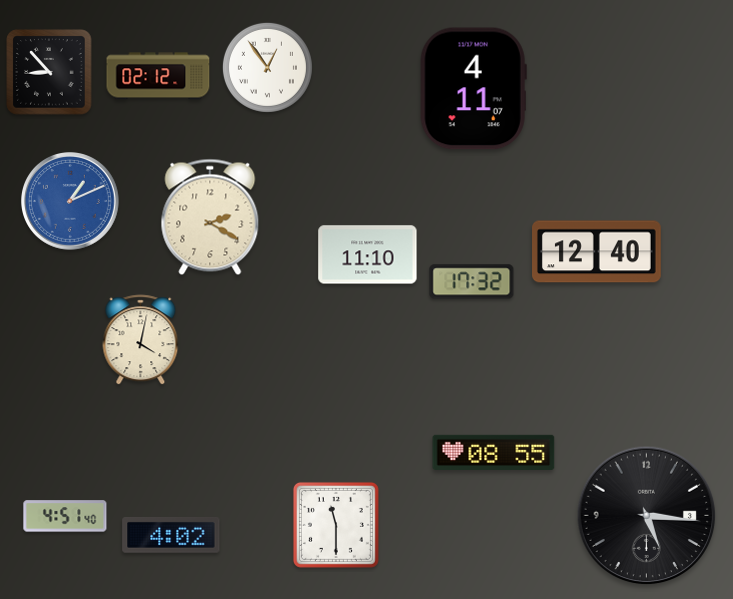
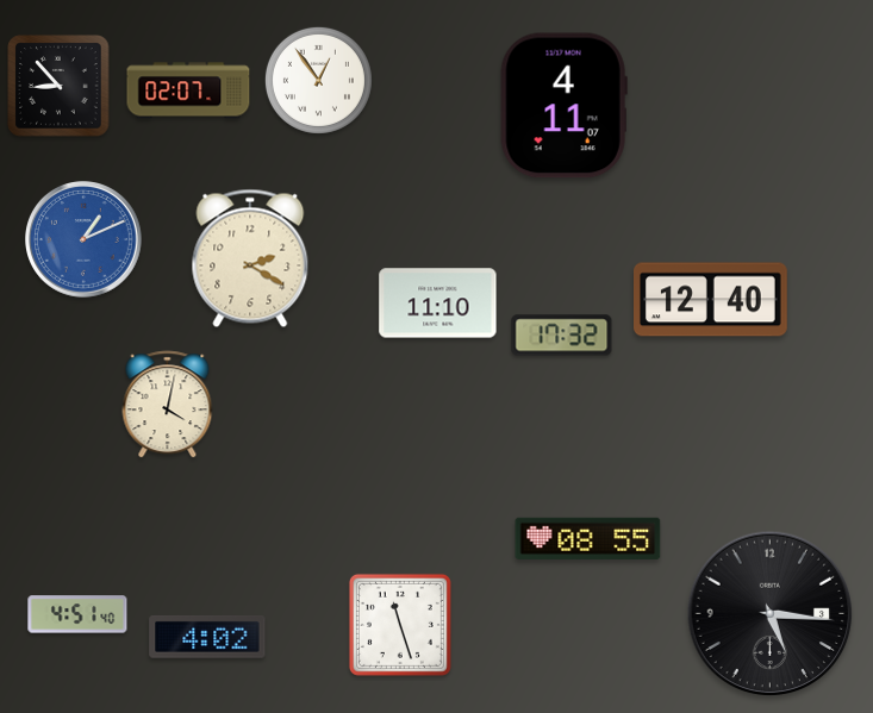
clock at (158, 76): 02:12 -> 02:07
clock at (336, 525): 11:30 -> 11:27
clock at (171, 535) position: (171, 535) -> (207, 637)
